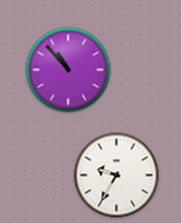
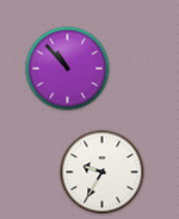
clock at (117, 176) position: (117, 176) -> (103, 173)
